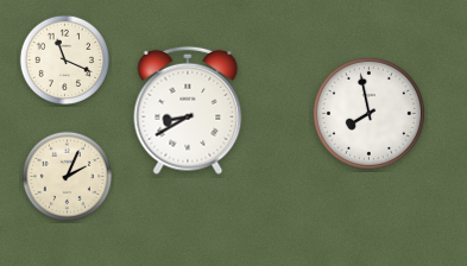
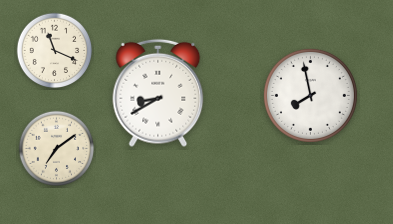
clock at (68, 177): 2:04 -> 7:09
